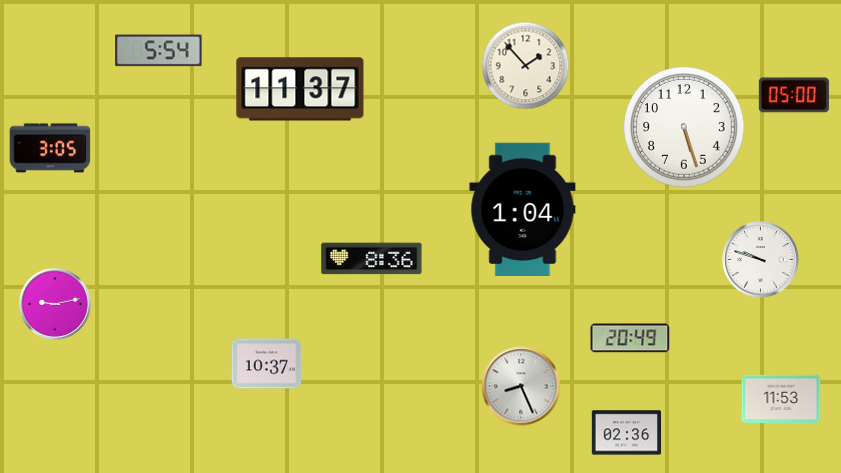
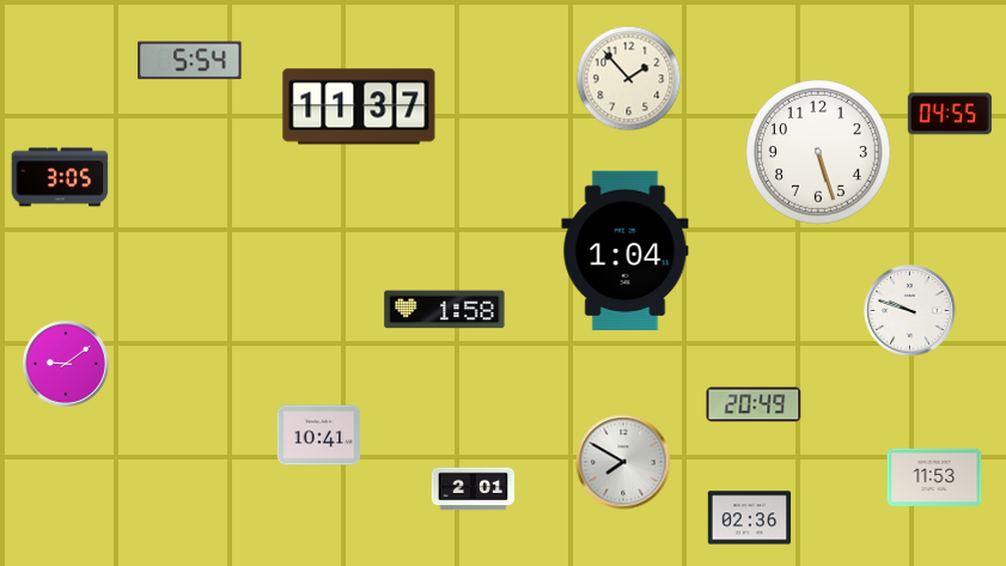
clock at (794, 95): 05:00 -> 04:55
clock at (372, 259): 8:36 -> 1:58
clock at (55, 304): 9:13 -> 9:09
clock at (267, 364): 10:37 -> 10:41
clock at (521, 386): 8:26 -> 7:50
clock at (474, 489): none -> 2:01
